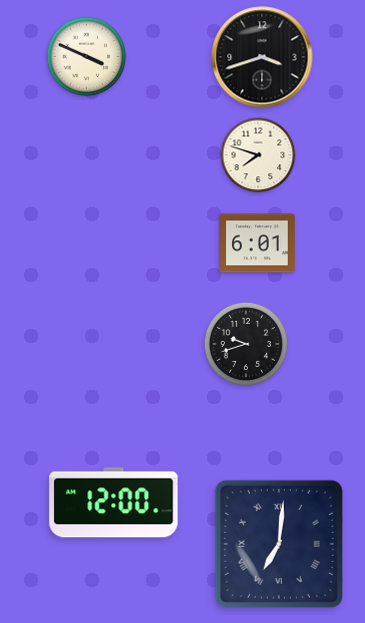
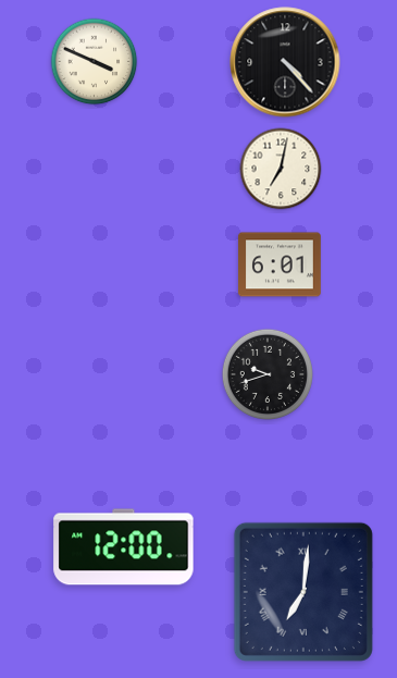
clock at (262, 57): 3:42 -> 4:23
clock at (258, 155): 7:48 -> 7:02
